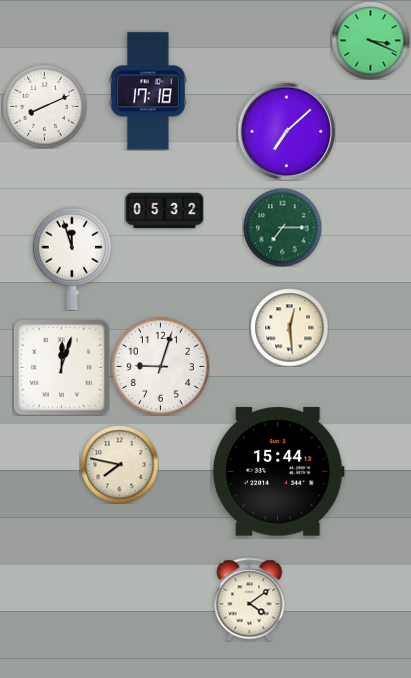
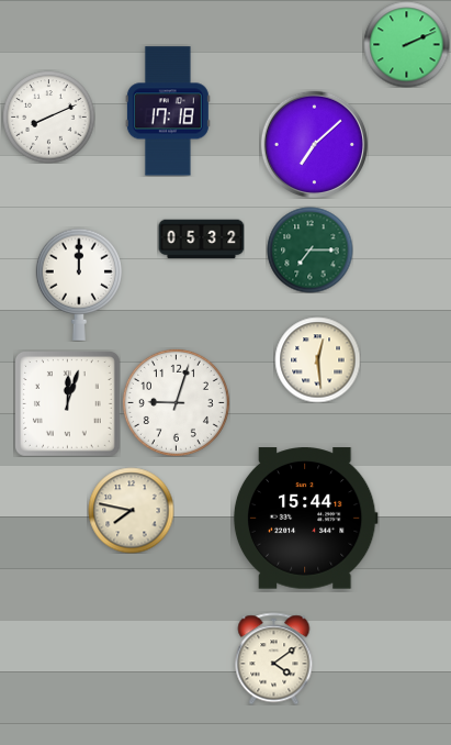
clock at (370, 40): 3:19 -> 2:11
clock at (148, 91) position: (148, 91) -> (168, 111)
clock at (164, 211) position: (164, 211) -> (201, 240)
clock at (72, 259): 11:57 -> 12:00
